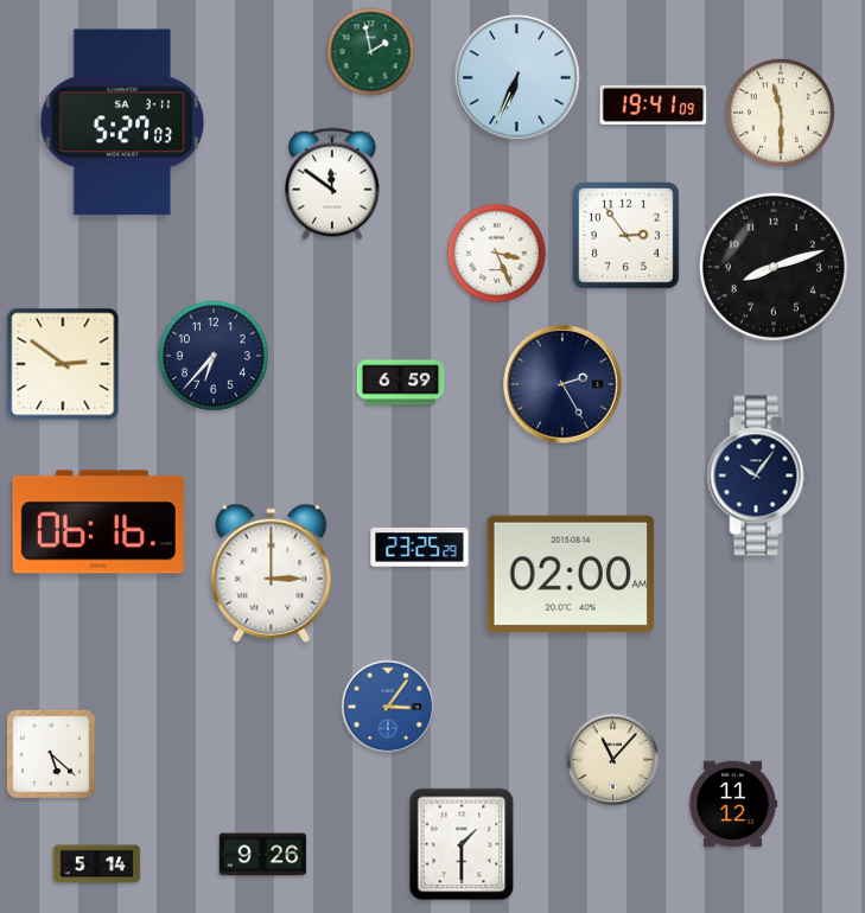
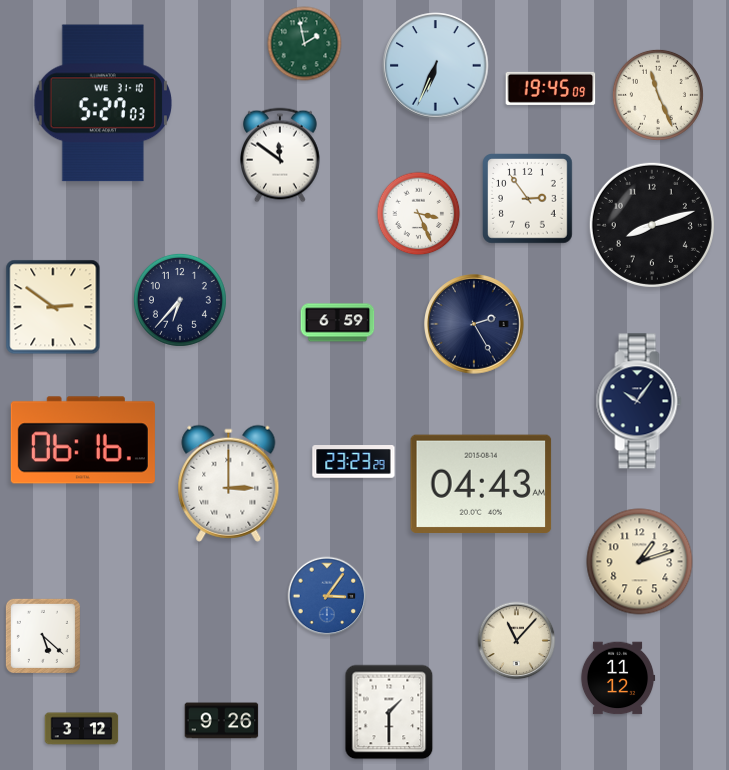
clock at (371, 52) position: (371, 52) -> (305, 44)
clock at (654, 104): 19:41 -> 19:45
clock at (781, 113): 11:30 -> 11:26
clock at (121, 122) date: SA 3-11 -> WE 31-10
clock at (420, 548): 23:25 -> 23:23
clock at (571, 573): 02:00 -> 04:43
clock at (640, 562): none -> 1:12
clock at (97, 864): 5:14 -> 3:12
